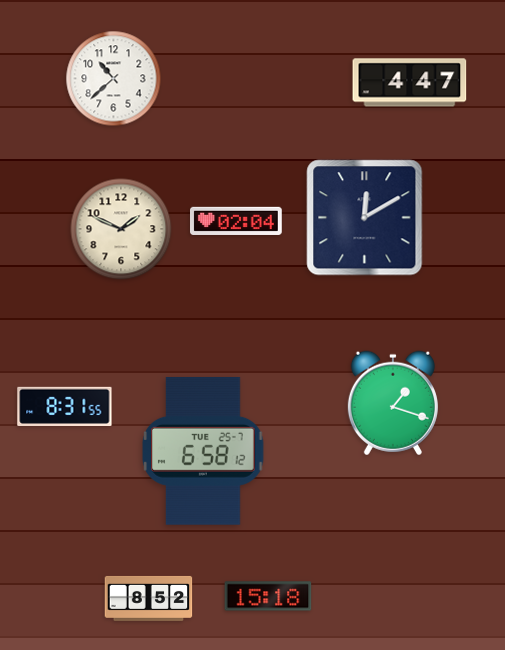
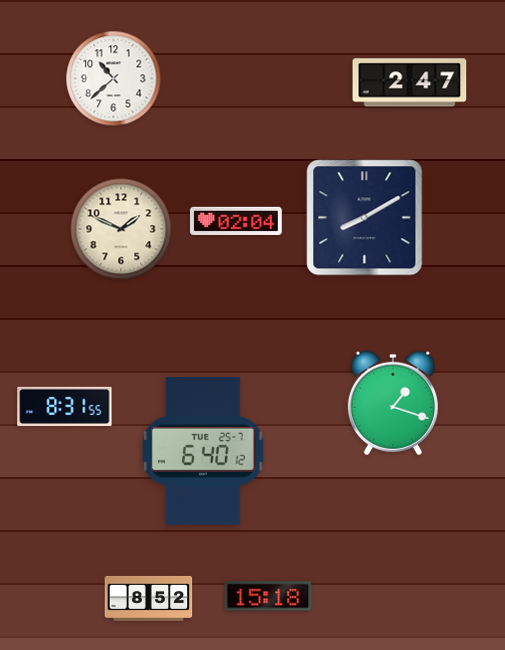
clock at (410, 83): 4:47 -> 2:47
clock at (365, 218): 12:10 -> 8:10
clock at (203, 451): 6:58 -> 6:40
